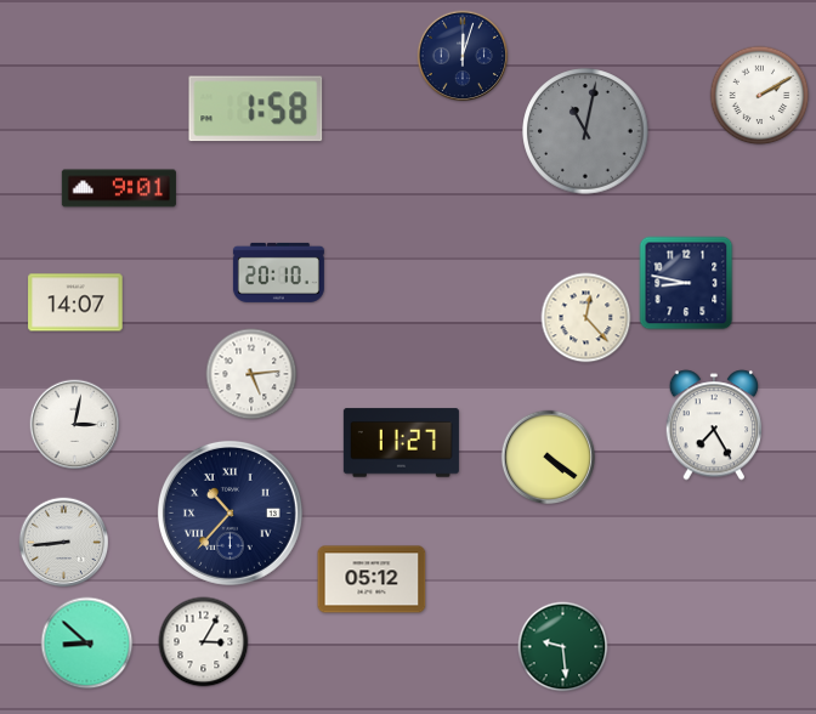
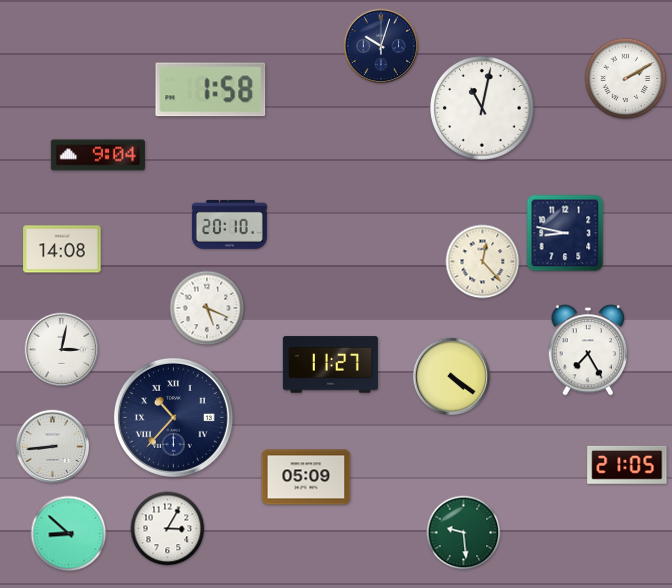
clock at (463, 56): 12:03 -> 10:03
clock at (585, 131) dial: grey -> white
clock at (119, 188): 9:01 -> 9:04
clock at (75, 302): 14:07 -> 14:08
clock at (251, 374): 5:14 -> 5:19
clock at (229, 512) position: (229, 512) -> (173, 417)
clock at (627, 465): none -> 21:05
clock at (372, 579): 05:12 -> 05:09
clock at (87, 644) position: (87, 644) -> (69, 534)
